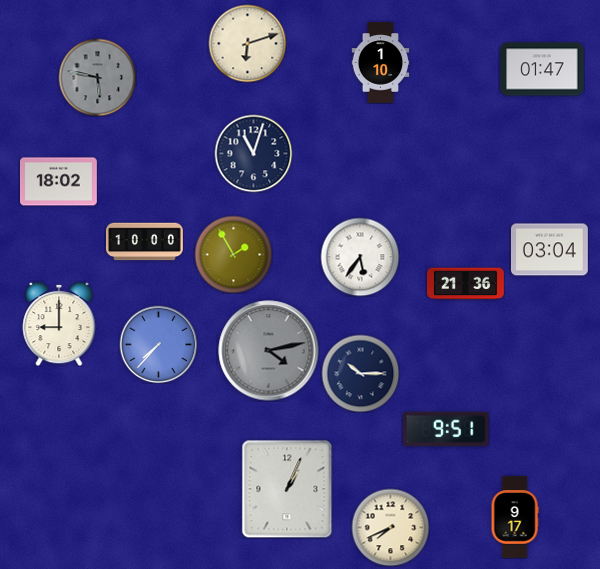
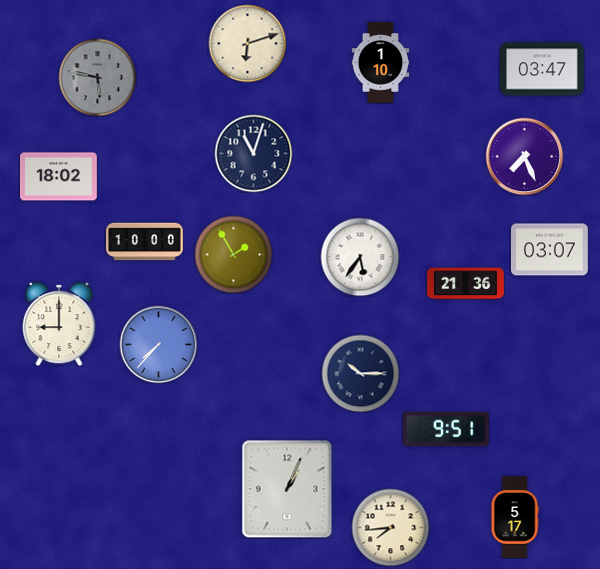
clock at (542, 69): 01:47 -> 03:47
clock at (524, 156): none -> 7:26
clock at (59, 182) position: (59, 182) -> (59, 177)
clock at (549, 250): 03:04 -> 03:07
clock at (269, 351): 4:13 -> none
clock at (515, 517): 9:17 -> 5:17
clock at (390, 527): 7:41 -> 7:44
